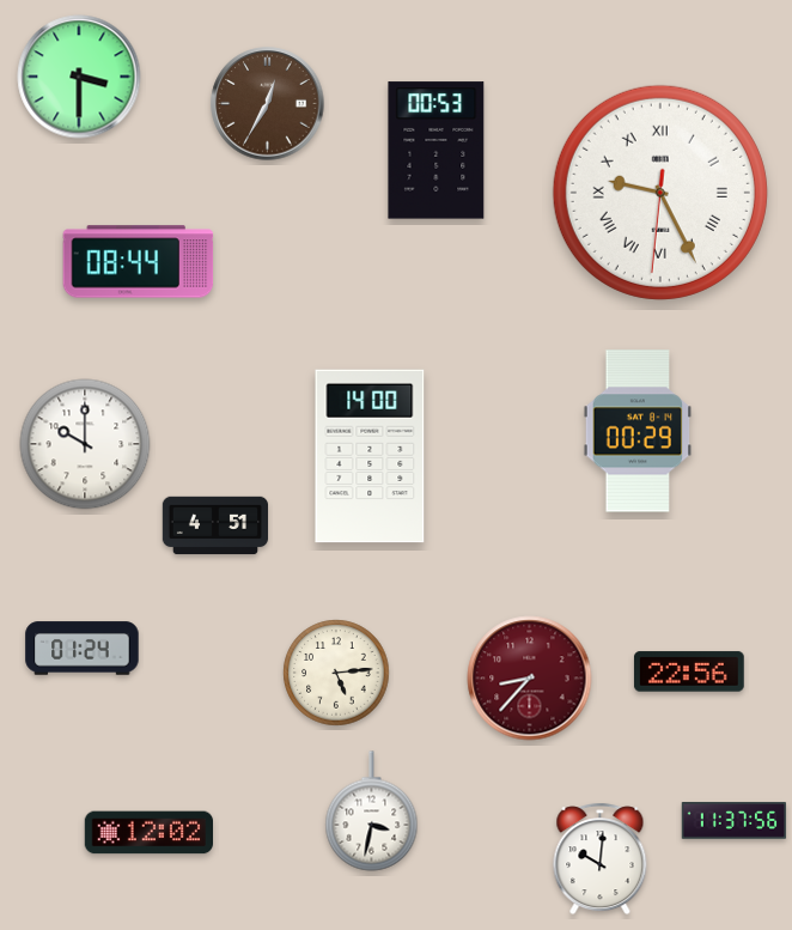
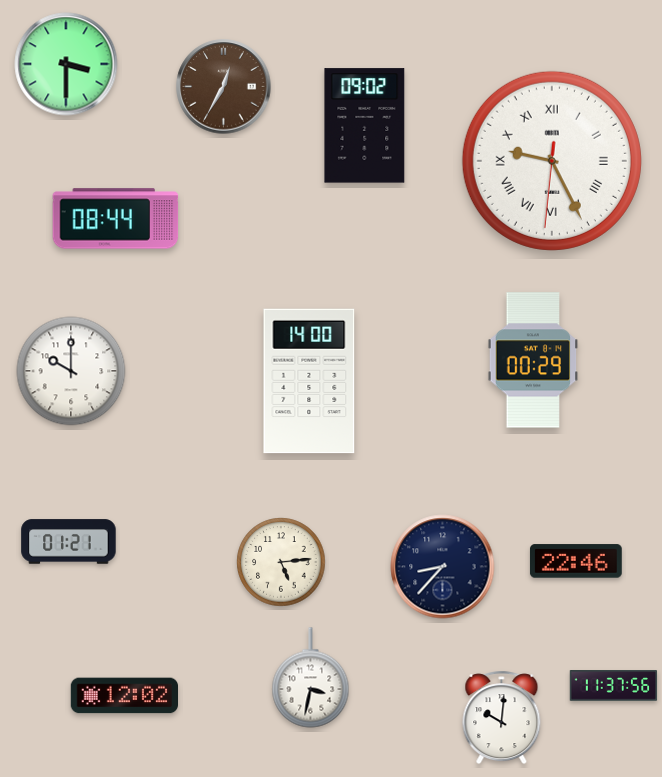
clock at (437, 151): 00:53 -> 09:02
clock at (214, 525): 4:51 -> none
clock at (83, 649): 01:24 -> 01:21
clock at (689, 671): 22:56 -> 22:46
clock at (530, 679) dial: burgundy -> navy
